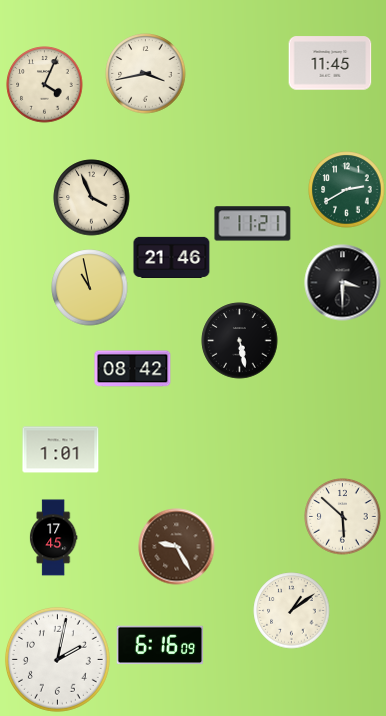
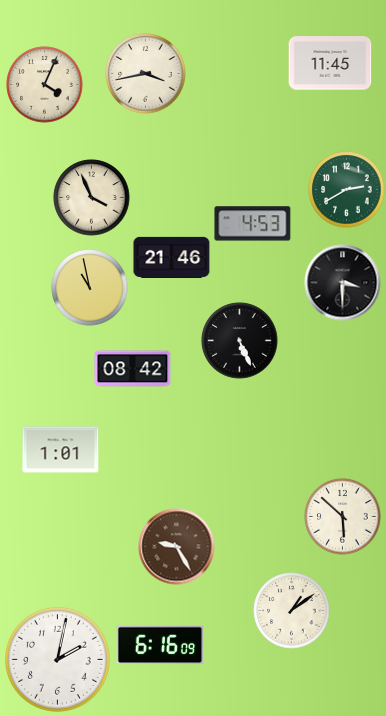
clock at (253, 224): 11:21 -> 4:53
clock at (240, 341): 5:28 -> 5:26
clock at (53, 538): 17:45 -> none
